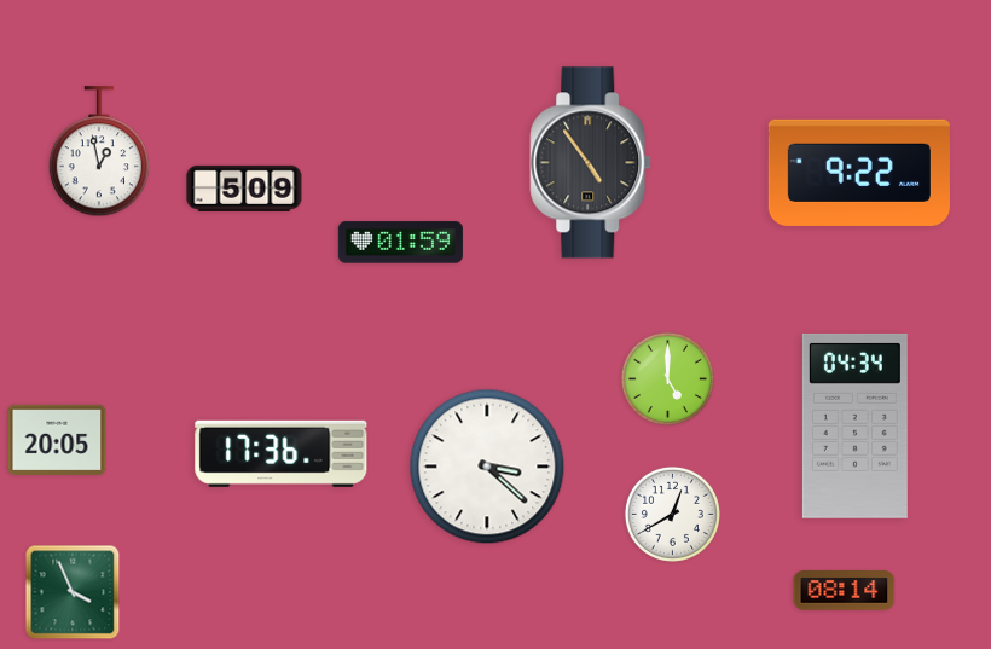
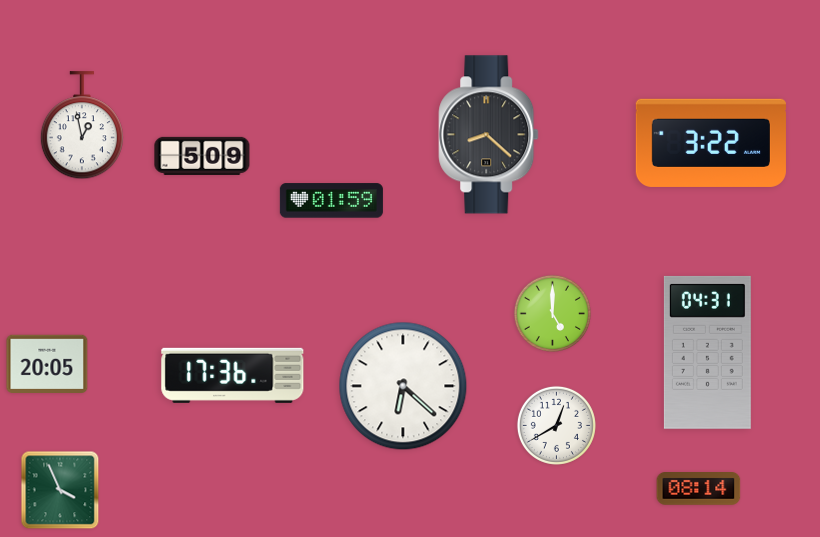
clock at (591, 163): 4:54 -> 8:22
clock at (859, 173): 9:22 -> 3:22
clock at (854, 425): 04:34 -> 04:31
clock at (487, 467): 3:22 -> 6:22
